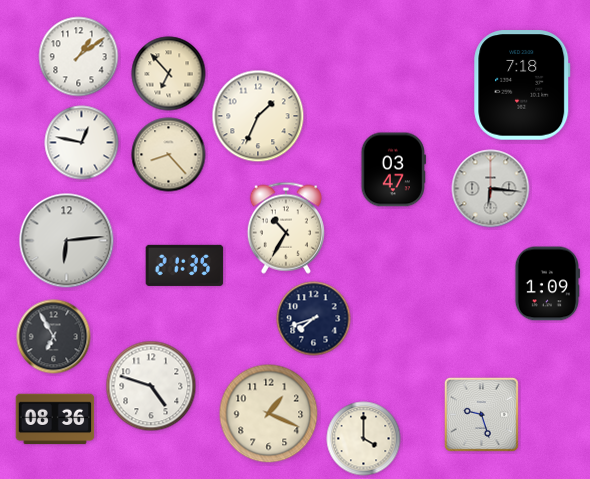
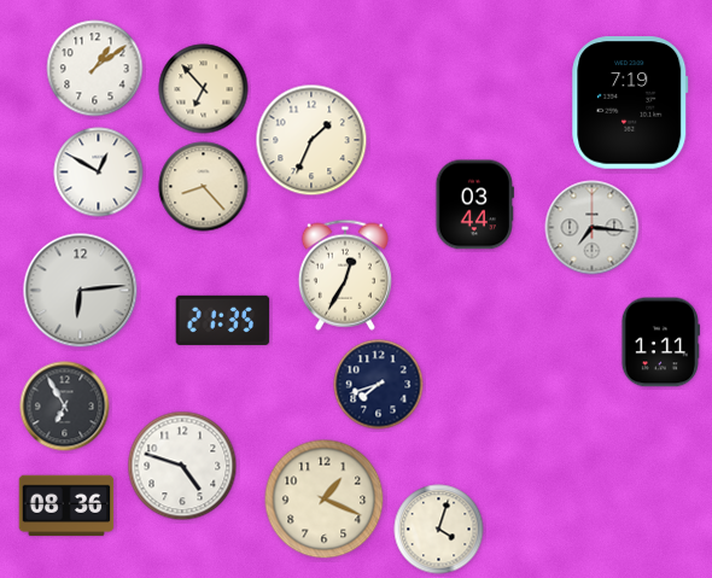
clock at (522, 85): 7:18 -> 7:19
clock at (82, 143): 12:47 -> 12:50
clock at (393, 170): 03:47 -> 03:44
clock at (491, 189): 6:16 -> 7:16
clock at (286, 228): 10:35 -> 12:35
clock at (547, 284): 1:09 -> 1:11
clock at (481, 414): 9:27 -> none
clock at (364, 439): 4:00 -> 4:03
